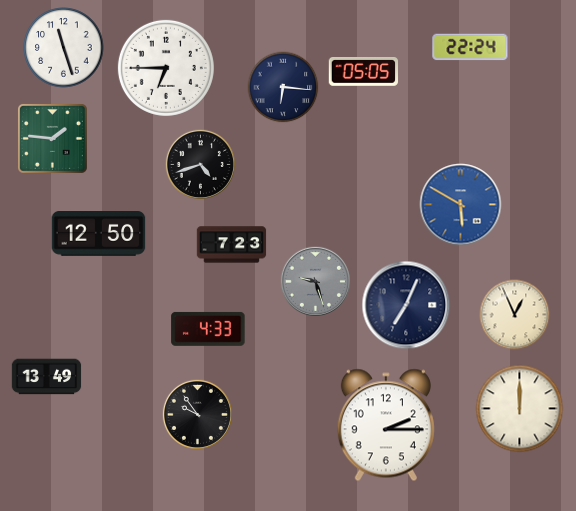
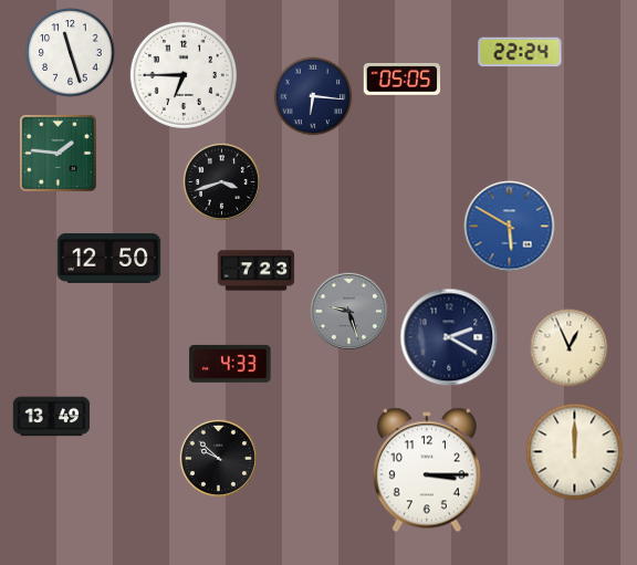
clock at (200, 164): 4:42 -> 3:42
clock at (406, 305): 7:04 -> 2:20
clock at (197, 414): 9:54 -> 9:52
clock at (386, 425): 2:15 -> 3:15
